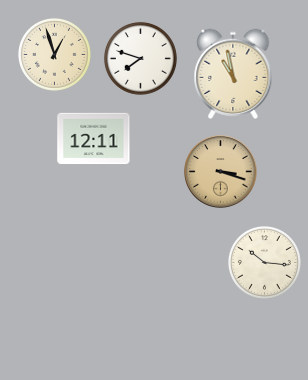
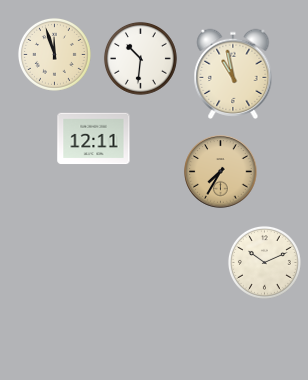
clock at (54, 54): 12:57 -> 11:57
clock at (140, 58): 7:48 -> 10:31
clock at (221, 172): 3:18 -> 7:35
clock at (264, 262): 10:16 -> 10:11
